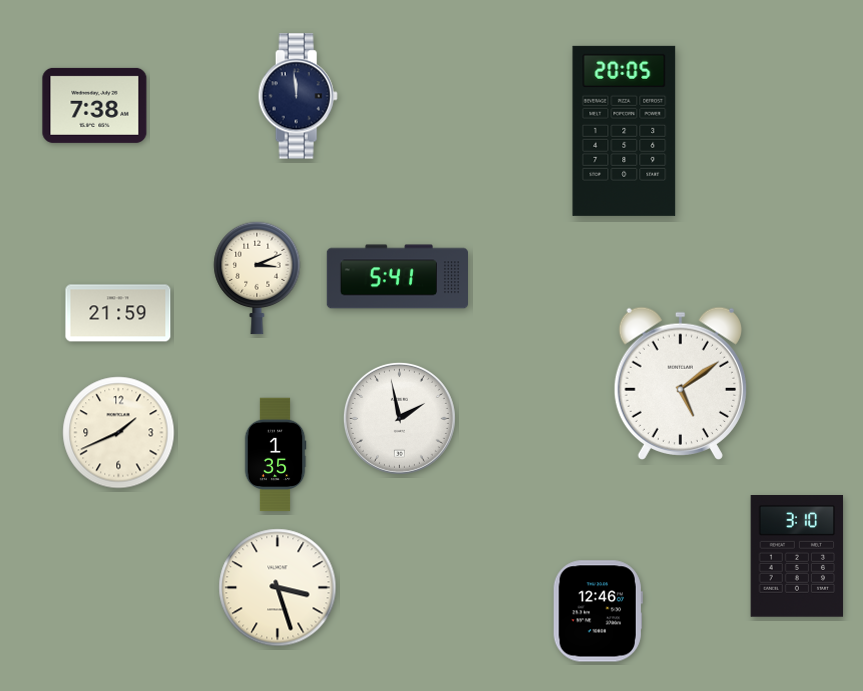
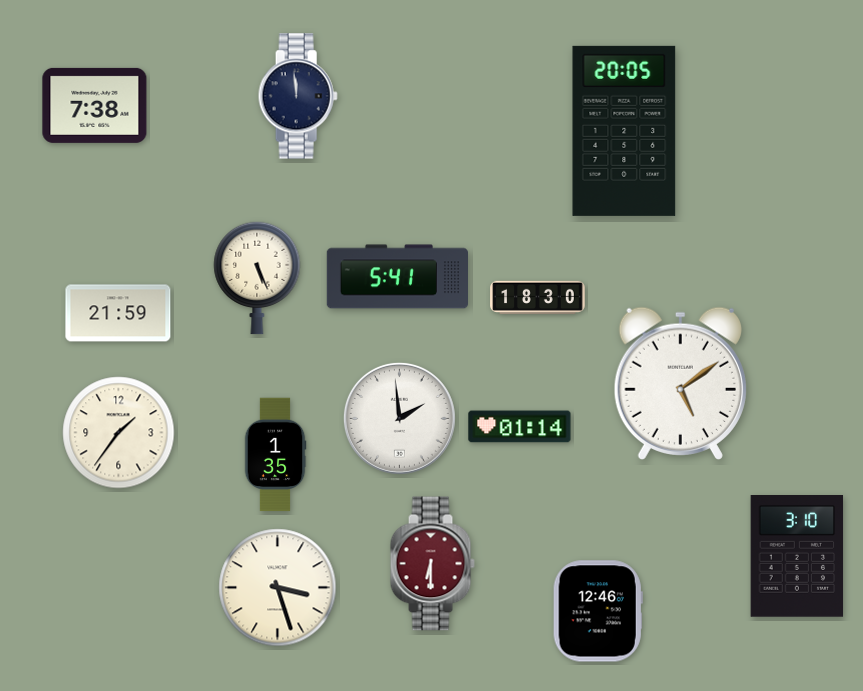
clock at (257, 278): 3:11 -> 5:26
clock at (538, 298): none -> 18:30
clock at (399, 418): 1:58 -> 1:59
clock at (520, 427): none -> 01:14
clock at (119, 433): 1:41 -> 1:36
clock at (432, 564): none -> 6:30
